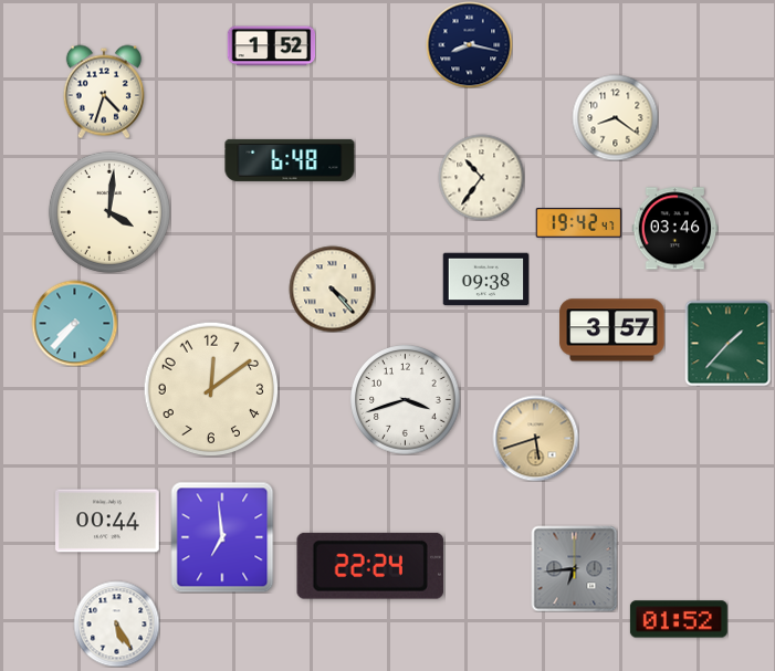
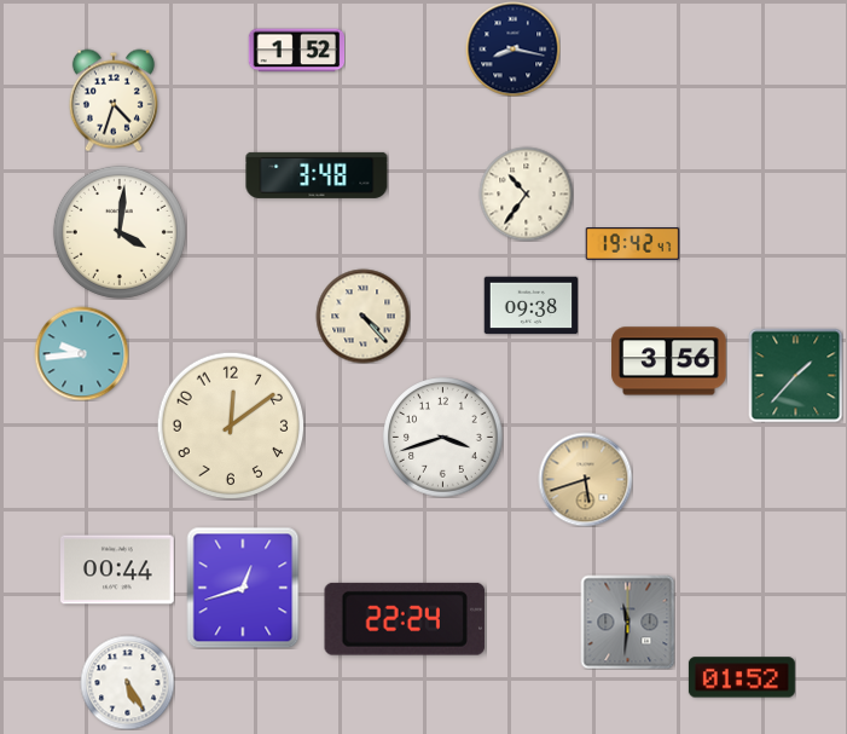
clock at (615, 117): 8:21 -> none
clock at (290, 160): 6:48 -> 3:48
clock at (674, 229): 03:46 -> none
clock at (74, 323): 7:37 -> 9:44
clock at (612, 331): 3:57 -> 3:56
clock at (222, 537): 6:59 -> 12:42
clock at (574, 568): 6:44 -> 11:31
